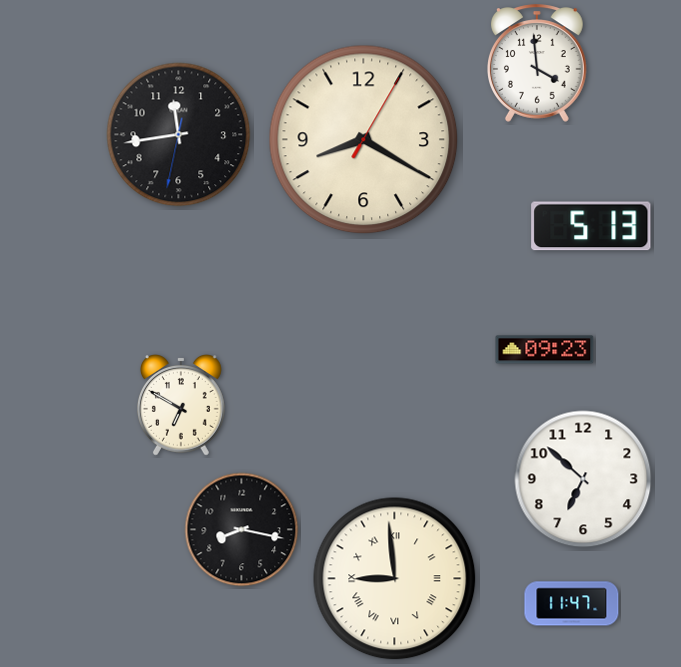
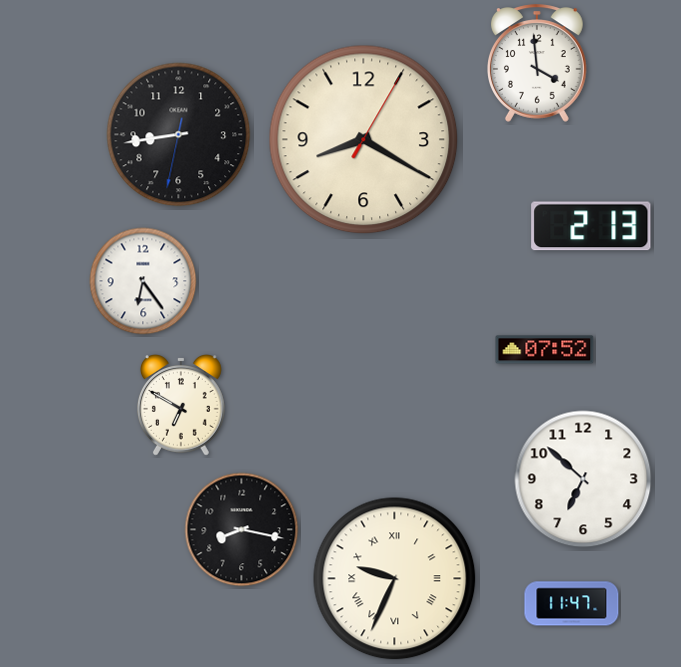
clock at (179, 135): 11:43 -> 8:43
clock at (591, 226): 5:13 -> 2:13
clock at (143, 281): none -> 6:24
clock at (545, 350): 09:23 -> 07:52
clock at (395, 579): 8:59 -> 9:34
